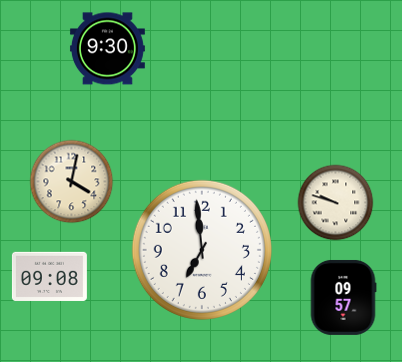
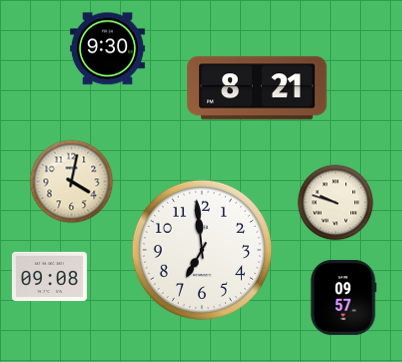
clock at (257, 88): none -> 8:21
